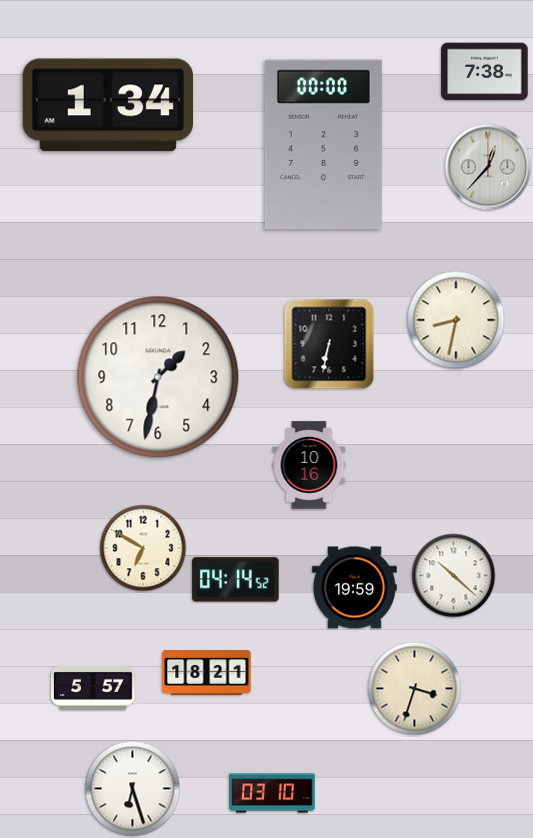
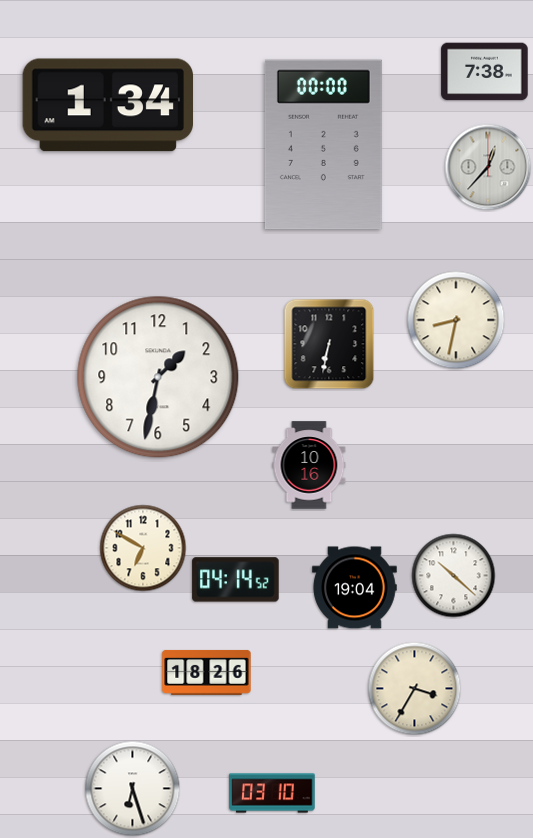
clock at (355, 588): 19:59 -> 19:04
clock at (207, 672): 18:21 -> 18:26
clock at (93, 688): 5:57 -> none
clock at (415, 689): 3:33 -> 3:35
